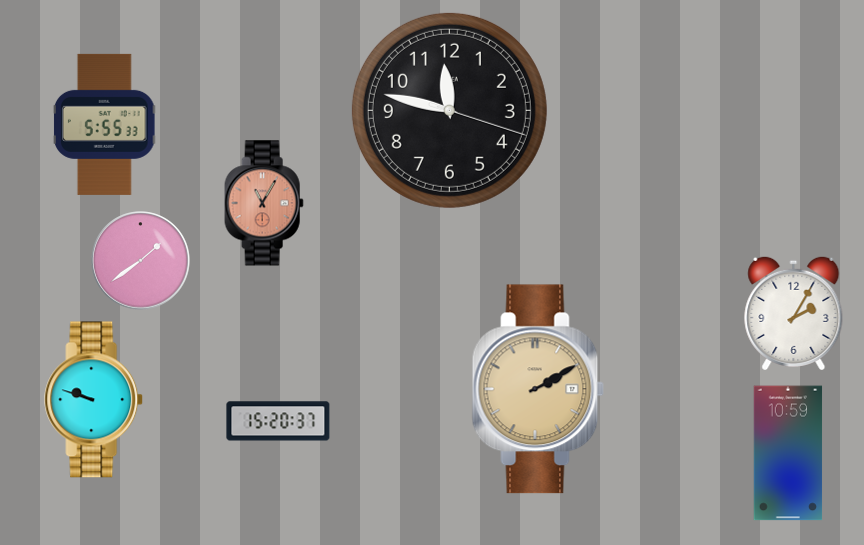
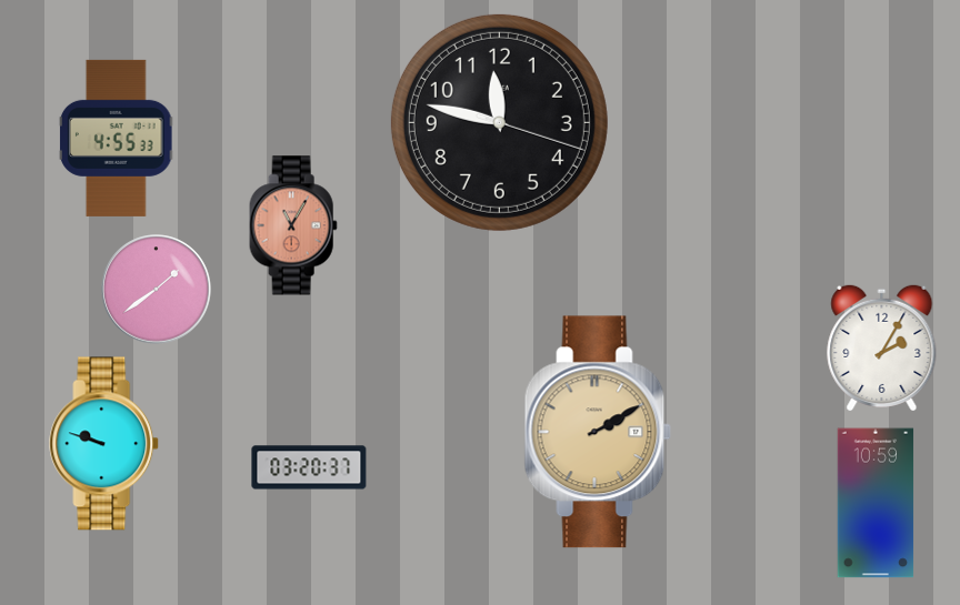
clock at (105, 124): 5:55 -> 4:55
clock at (278, 421): 15:20 -> 03:20
